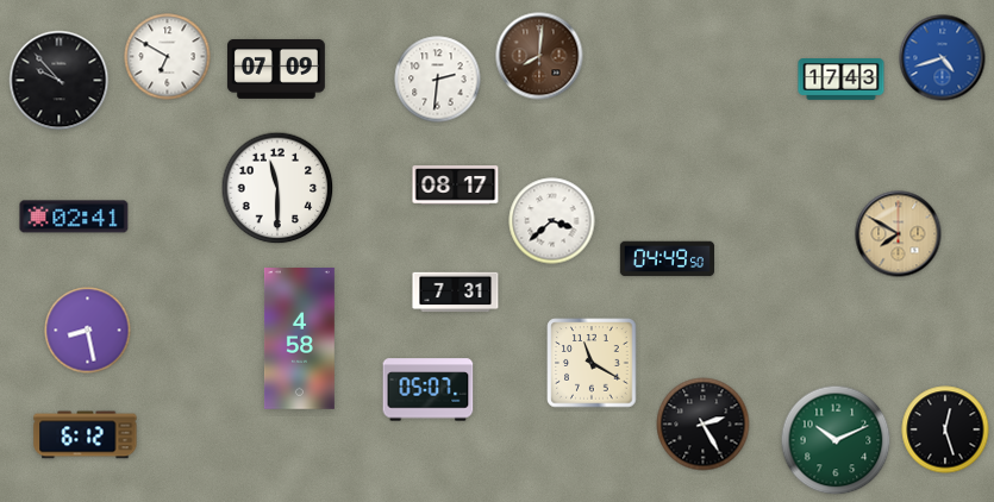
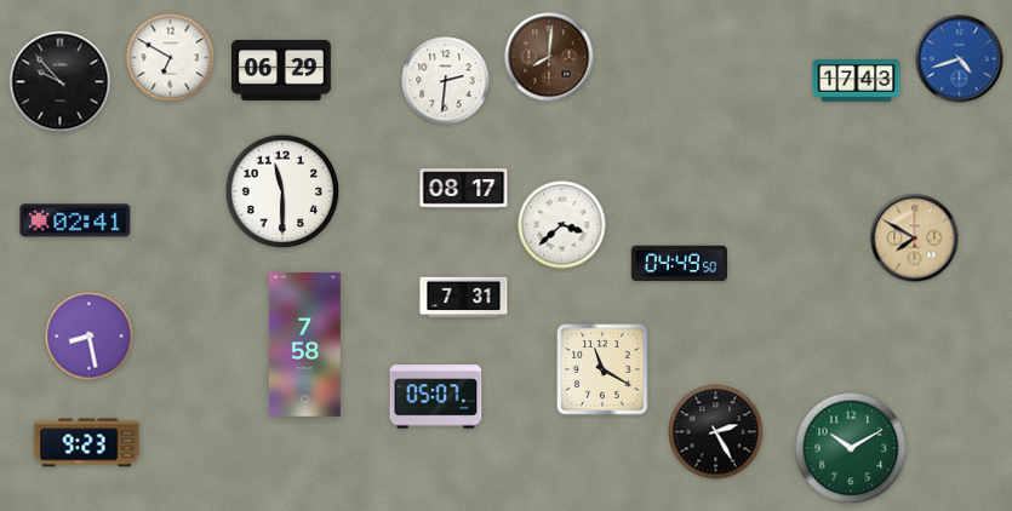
clock at (276, 69): 07:09 -> 06:29
clock at (299, 339): 4:58 -> 7:58
clock at (945, 429): 12:27 -> none
clock at (86, 435): 6:12 -> 9:23
clock at (836, 440): 10:11 -> 10:10
